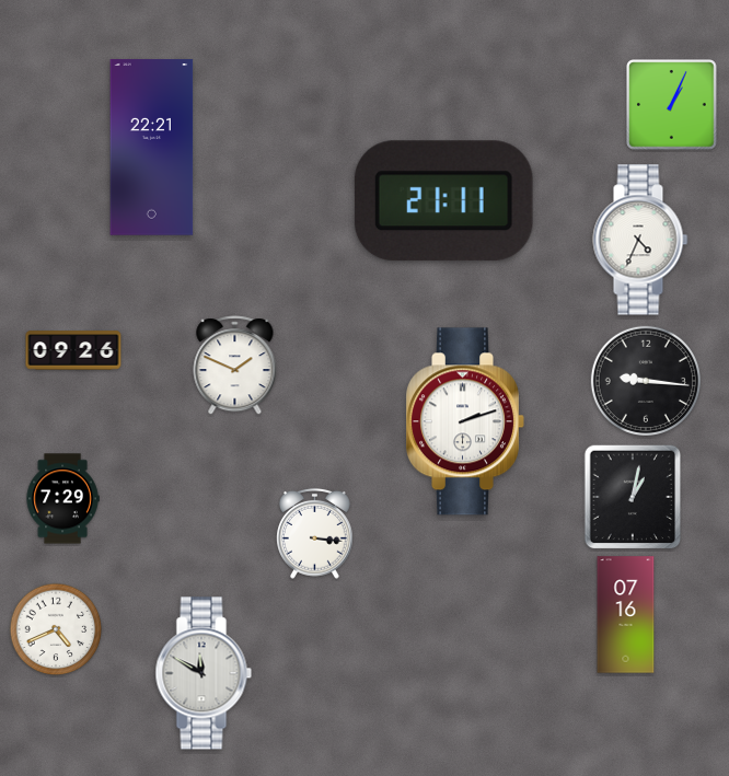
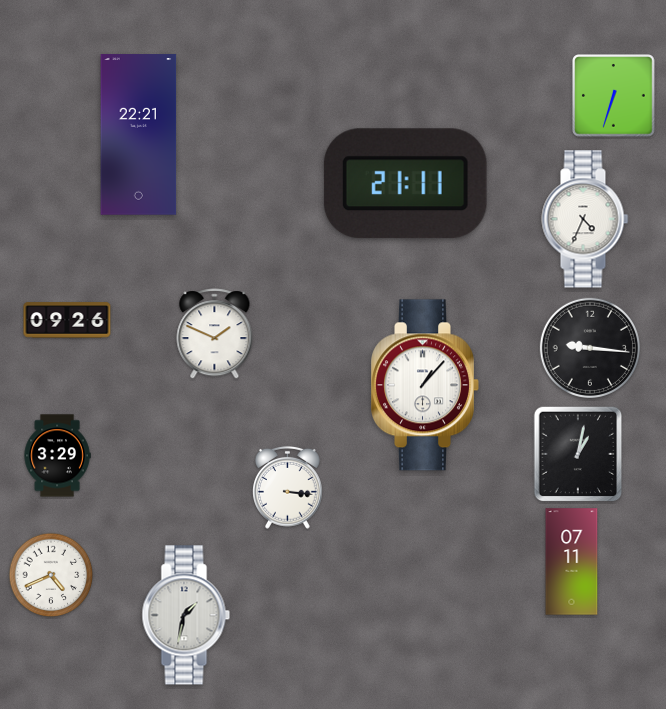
clock at (672, 105): 1:04 -> 6:33
clock at (465, 421): 2:12 -> 1:07
clock at (62, 499): 7:29 -> 3:29
clock at (626, 615): 07:16 -> 07:11
clock at (204, 673): 11:50 -> 1:32
